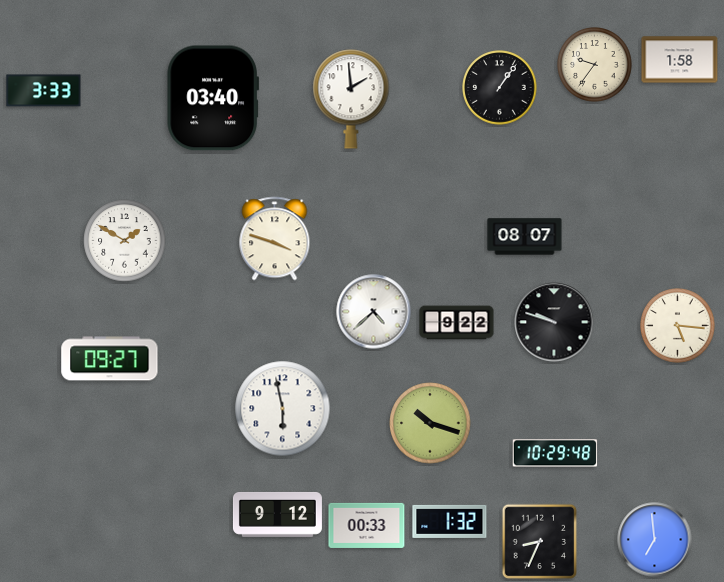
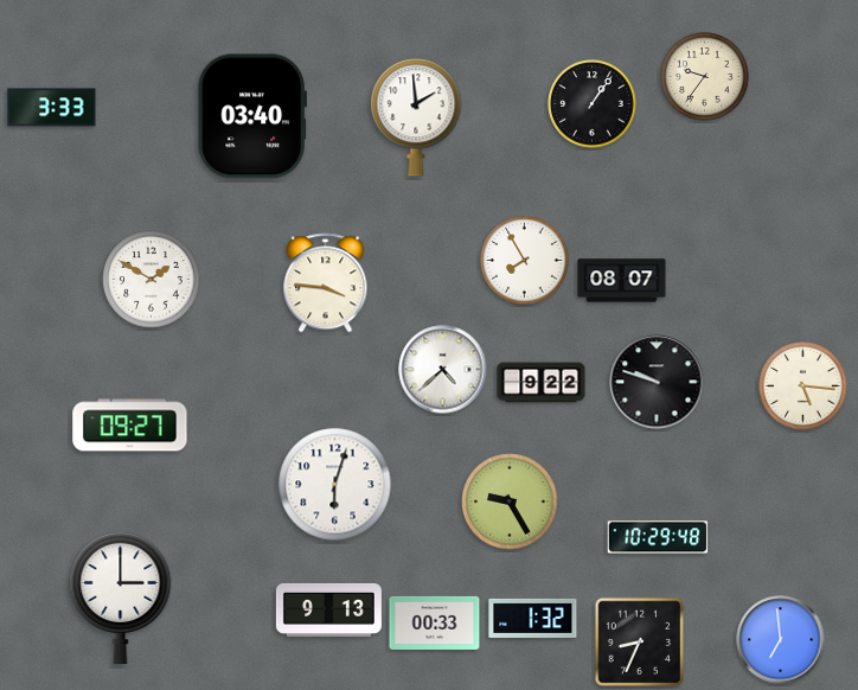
clock at (680, 60): 1:58 -> none
clock at (525, 261): none -> 7:55
clock at (275, 239): 3:48 -> 3:46
clock at (125, 241) position: (125, 241) -> (152, 280)
clock at (283, 409): 5:58 -> 6:03
clock at (430, 423): 10:18 -> 9:25
clock at (121, 598): none -> 3:00
clock at (277, 514): 9:12 -> 9:13
clock at (655, 540) position: (655, 540) -> (781, 640)
